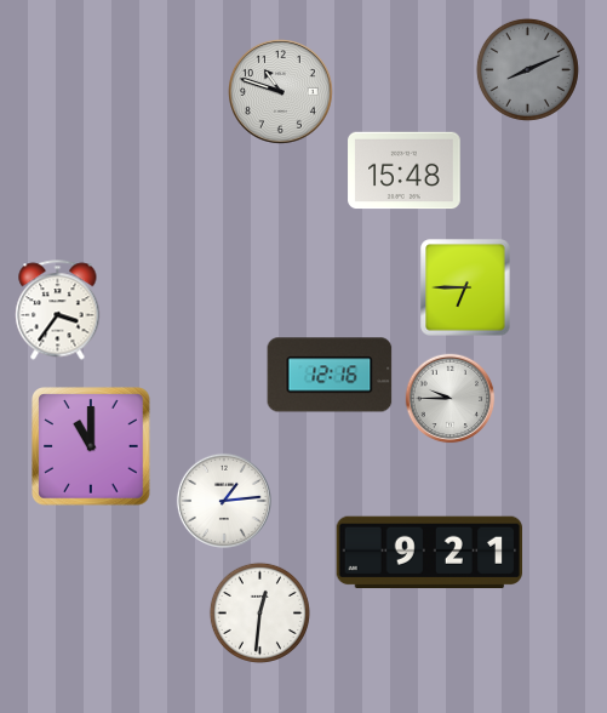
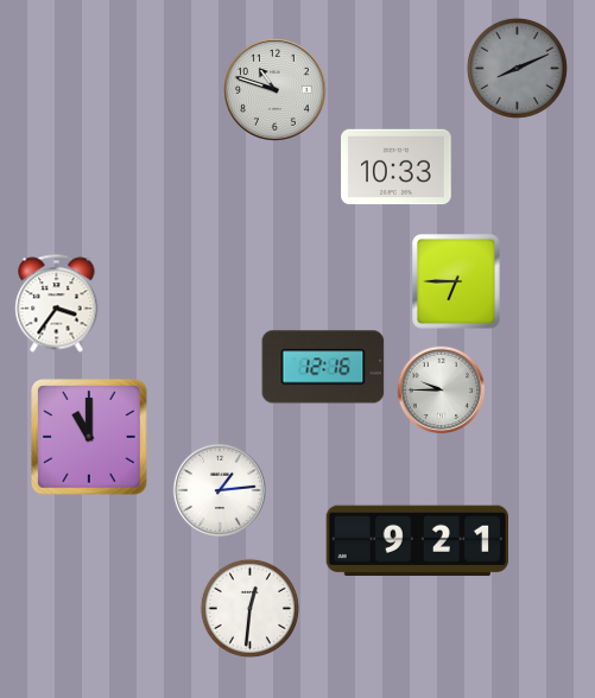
clock at (405, 171): 15:48 -> 10:33
clock at (429, 553) position: (429, 553) -> (417, 541)
clock at (259, 612) position: (259, 612) -> (249, 608)
